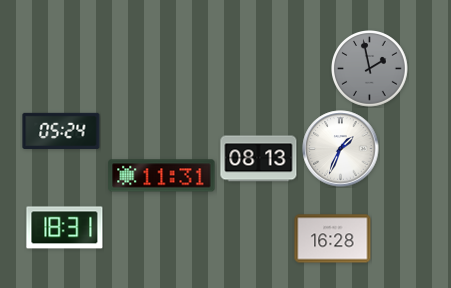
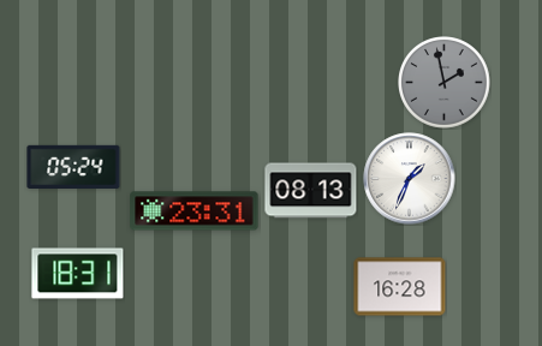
clock at (61, 130) position: (61, 130) -> (73, 166)
clock at (162, 176): 11:31 -> 23:31
